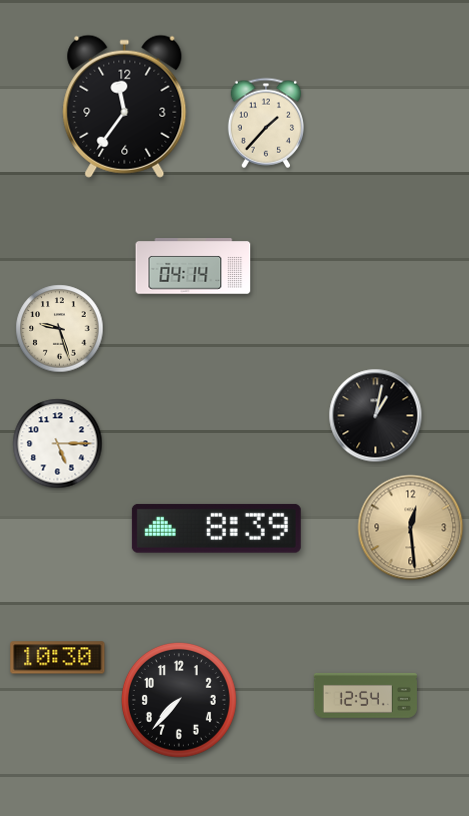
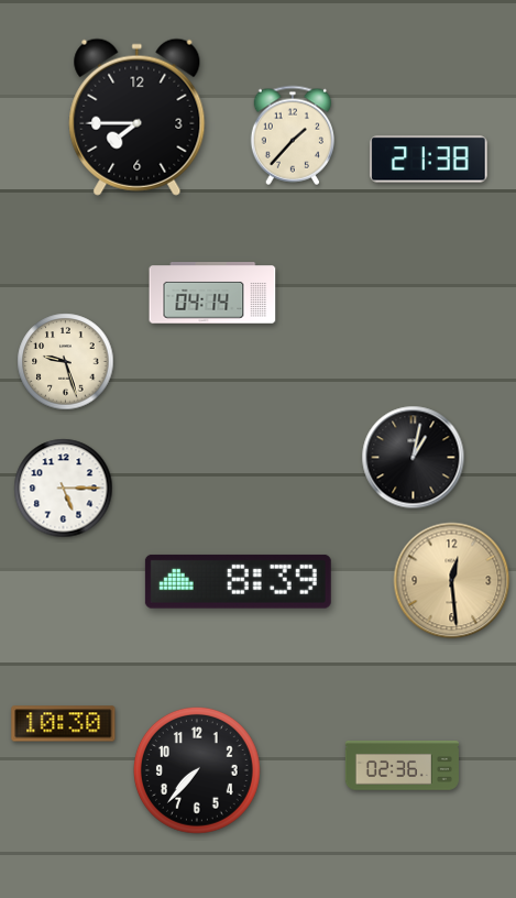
clock at (125, 106): 11:36 -> 7:45
clock at (429, 160): none -> 21:38
clock at (365, 695): 12:54 -> 02:36
